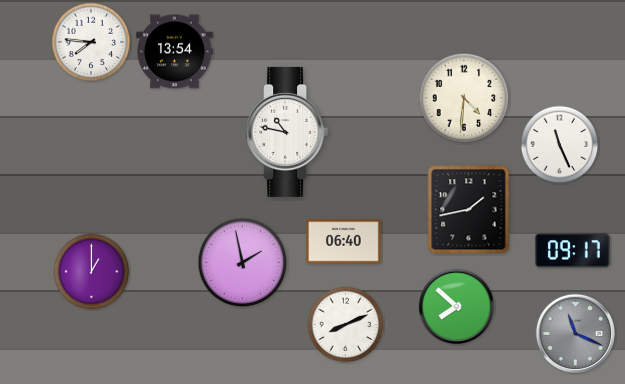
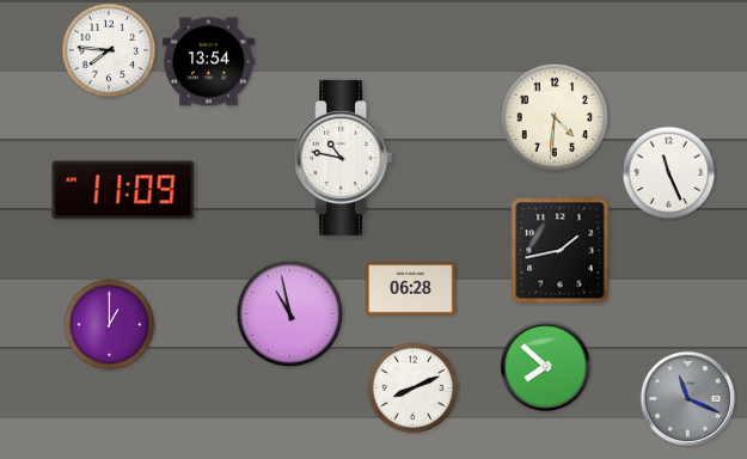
clock at (123, 190): none -> 11:09
clock at (344, 242): 06:40 -> 06:28
clock at (573, 251): 09:17 -> none
clock at (243, 263): 1:58 -> 10:58
